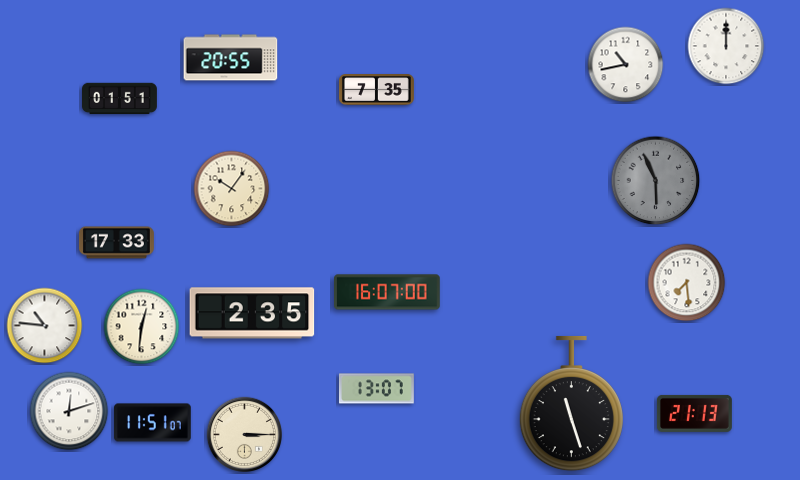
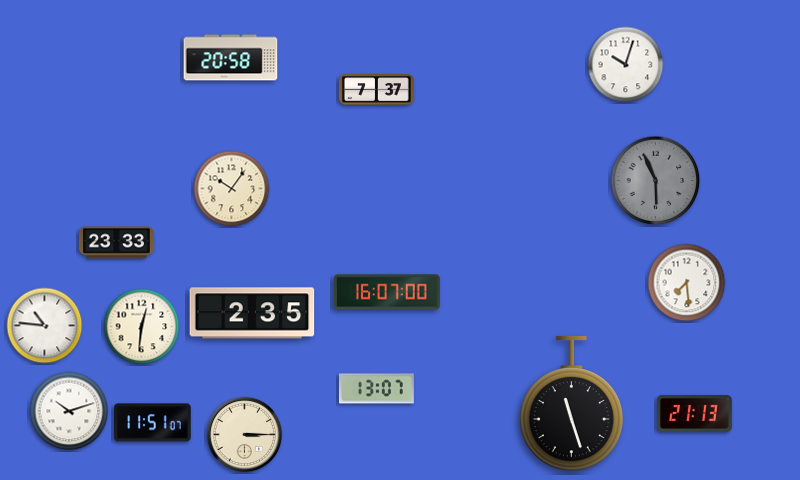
clock at (726, 46): 12:00 -> none
clock at (231, 58): 20:55 -> 20:58
clock at (626, 65): 10:43 -> 10:03
clock at (377, 90): 7:35 -> 7:37
clock at (120, 99): 01:51 -> none
clock at (116, 243): 17:33 -> 23:33
clock at (69, 411): 12:12 -> 10:12
